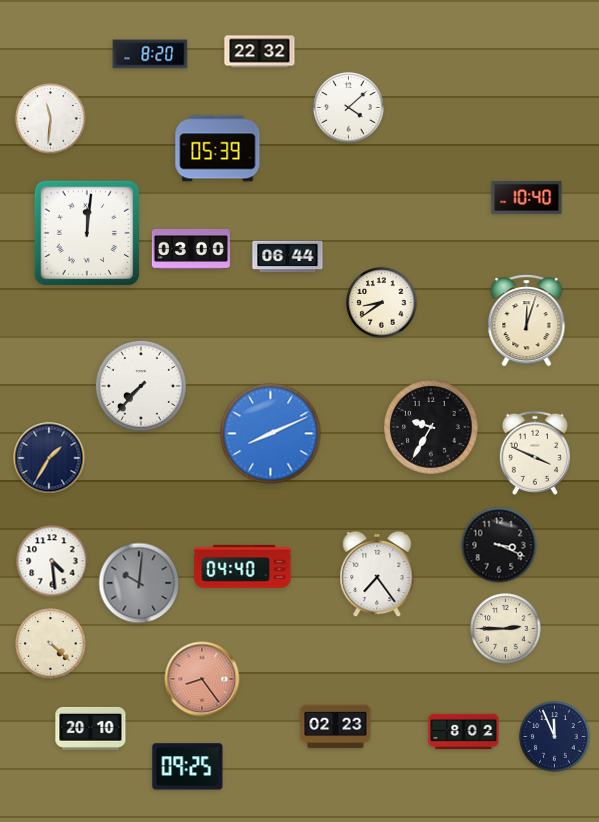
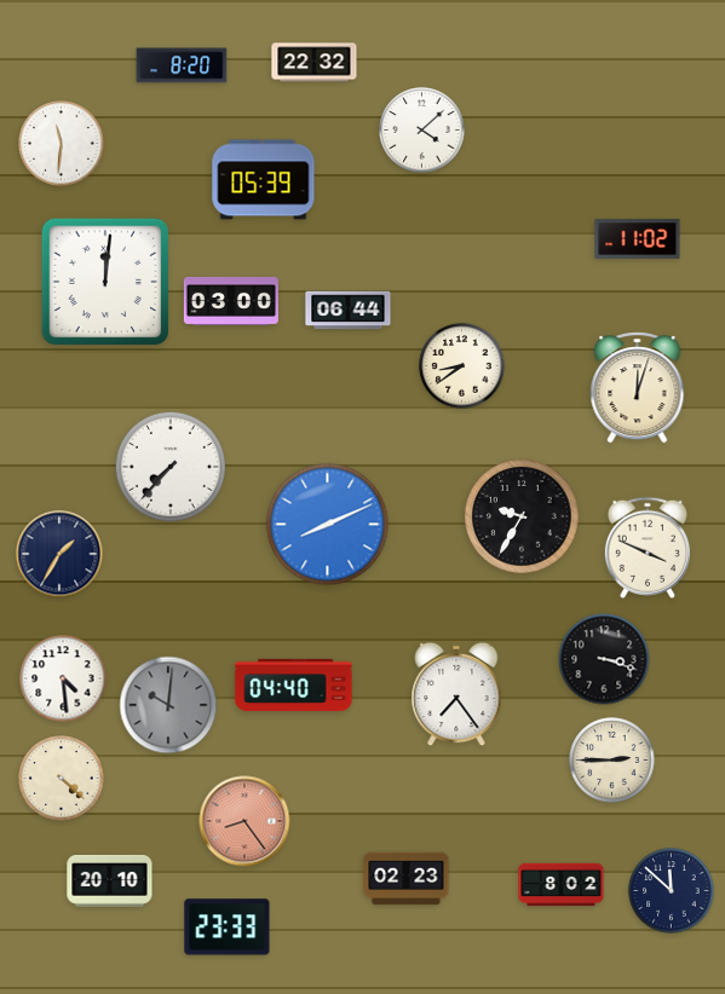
clock at (527, 198): 10:40 -> 11:02
clock at (499, 545): 3:19 -> 3:18
clock at (555, 737): 11:56 -> 11:52
clock at (188, 767): 09:25 -> 23:33
